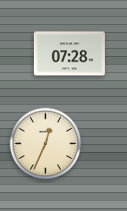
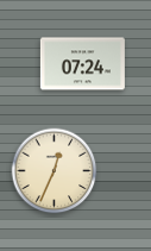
clock at (69, 54): 07:28 -> 07:24
